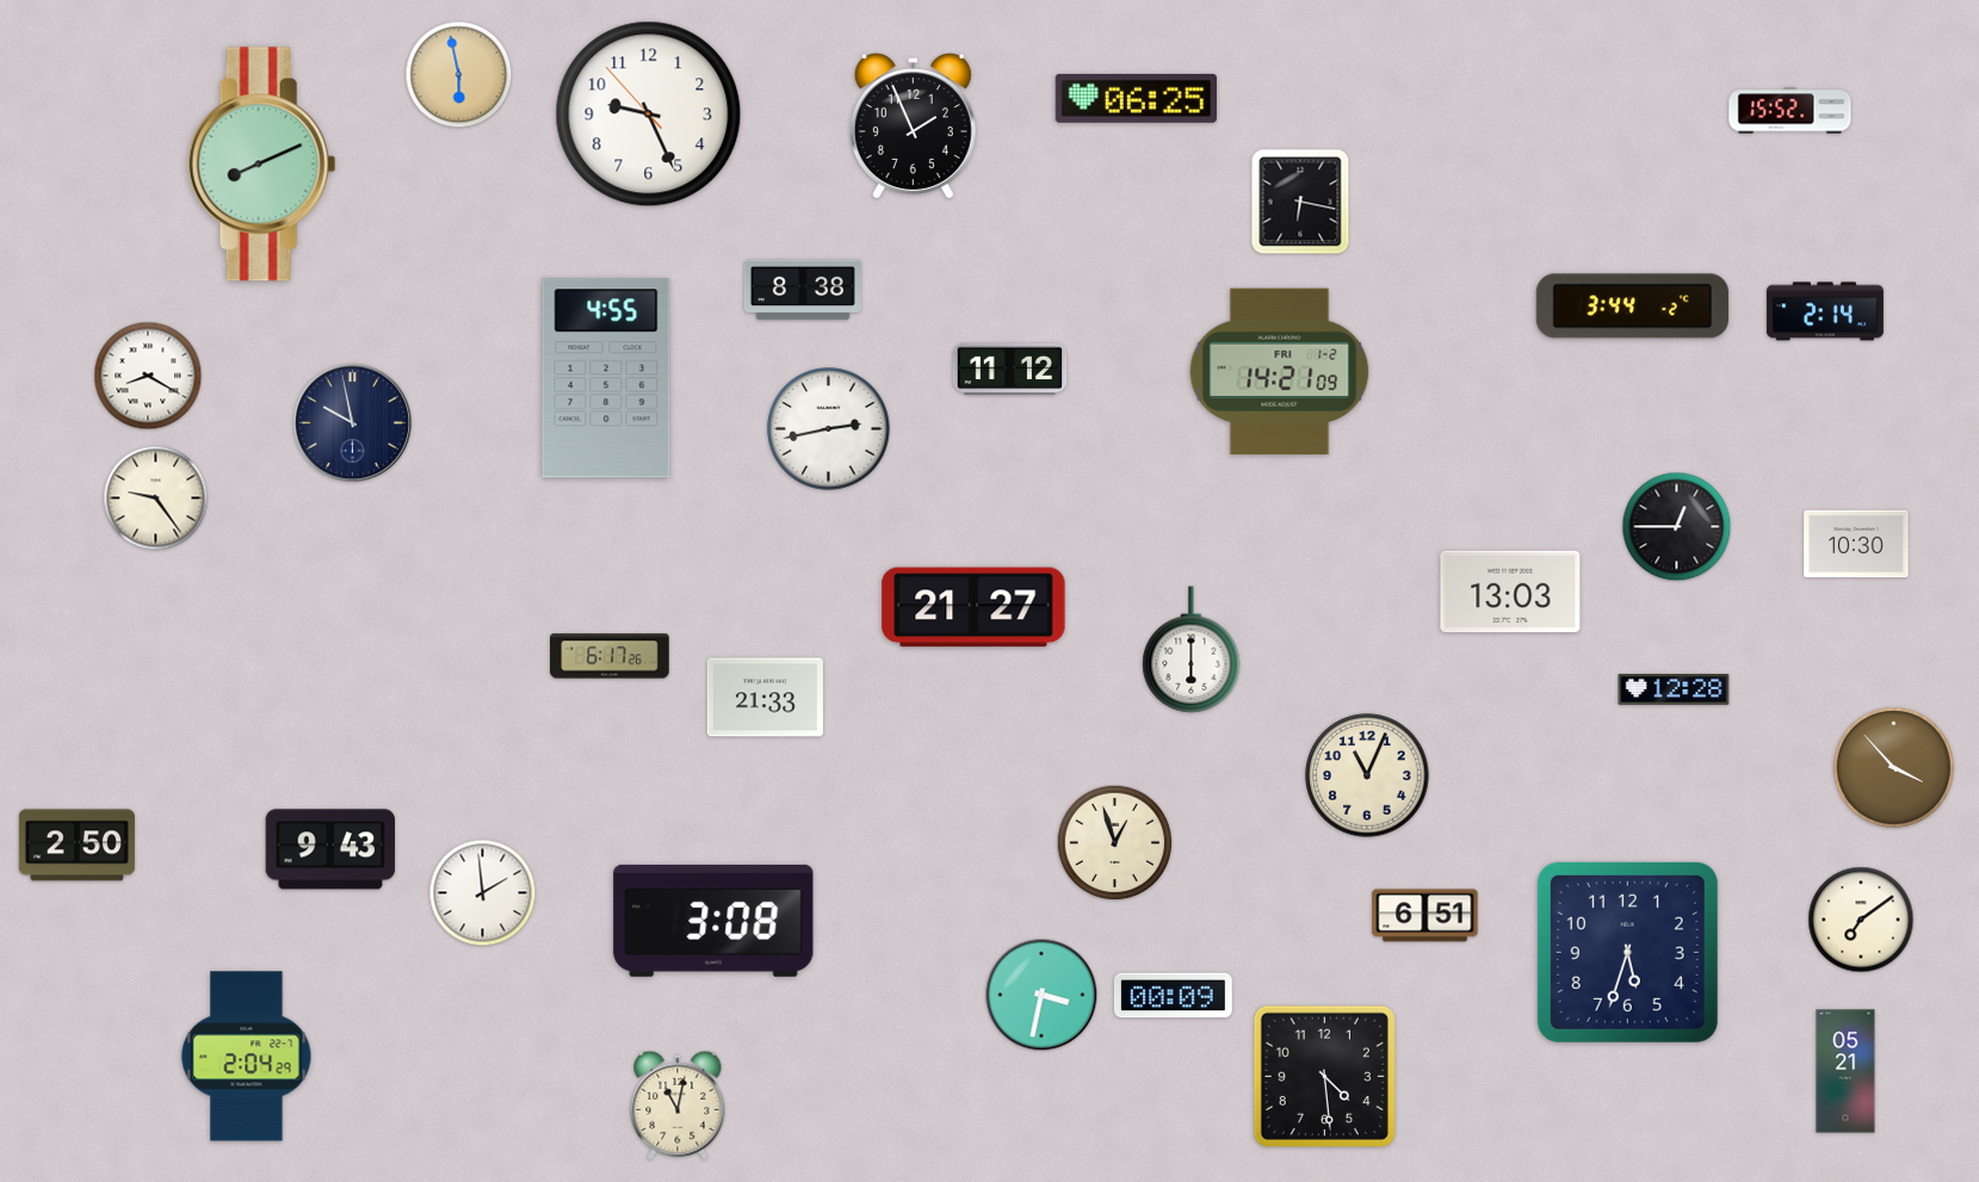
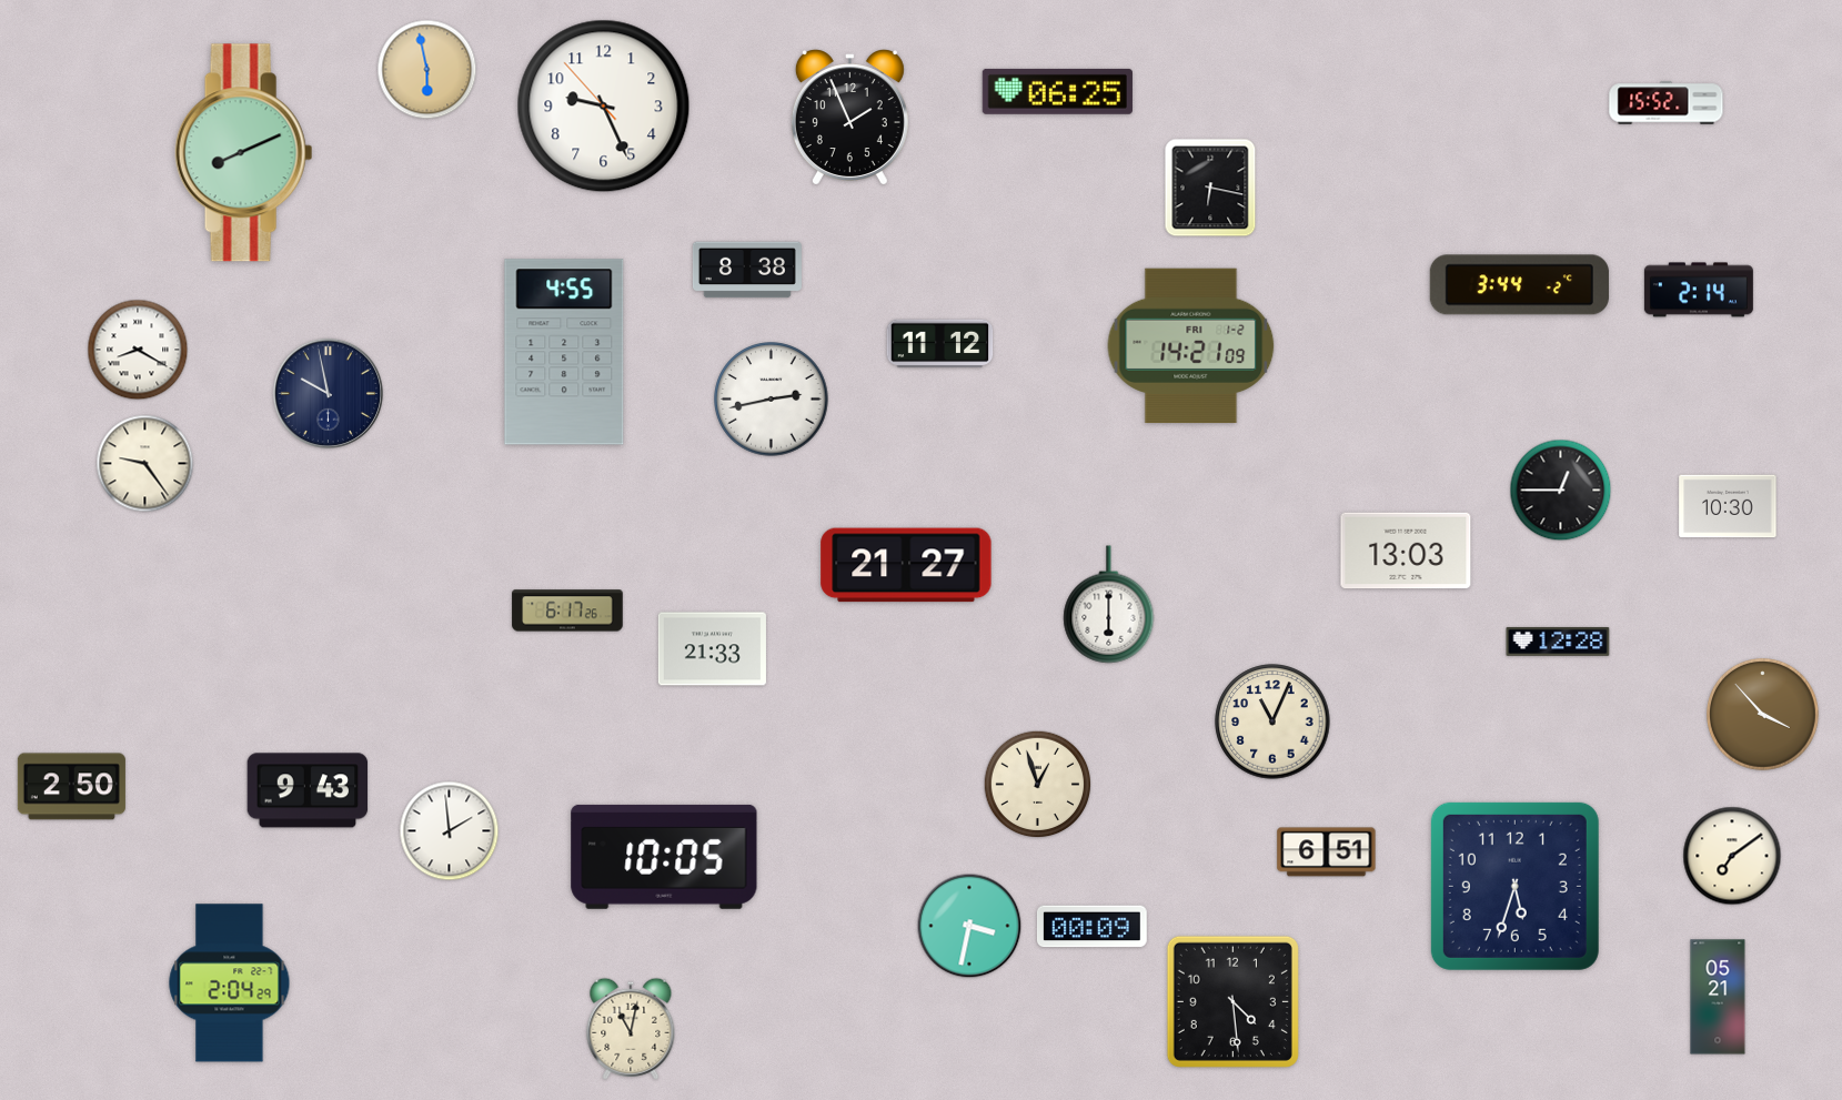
clock at (713, 921): 3:08 -> 10:05
